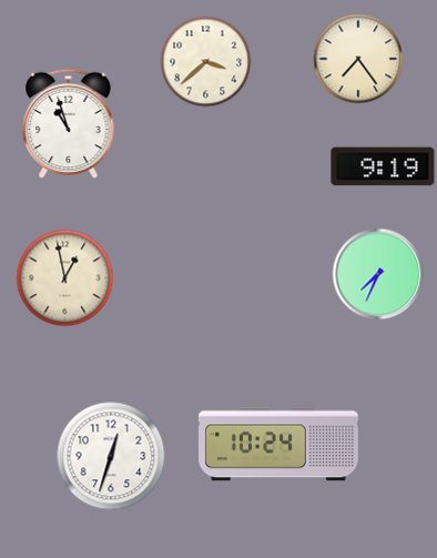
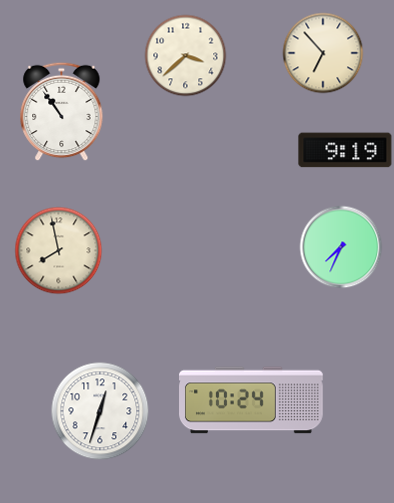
clock at (358, 59): 7:24 -> 6:53
clock at (69, 124): 10:57 -> 10:54
clock at (65, 278): 12:58 -> 7:58
